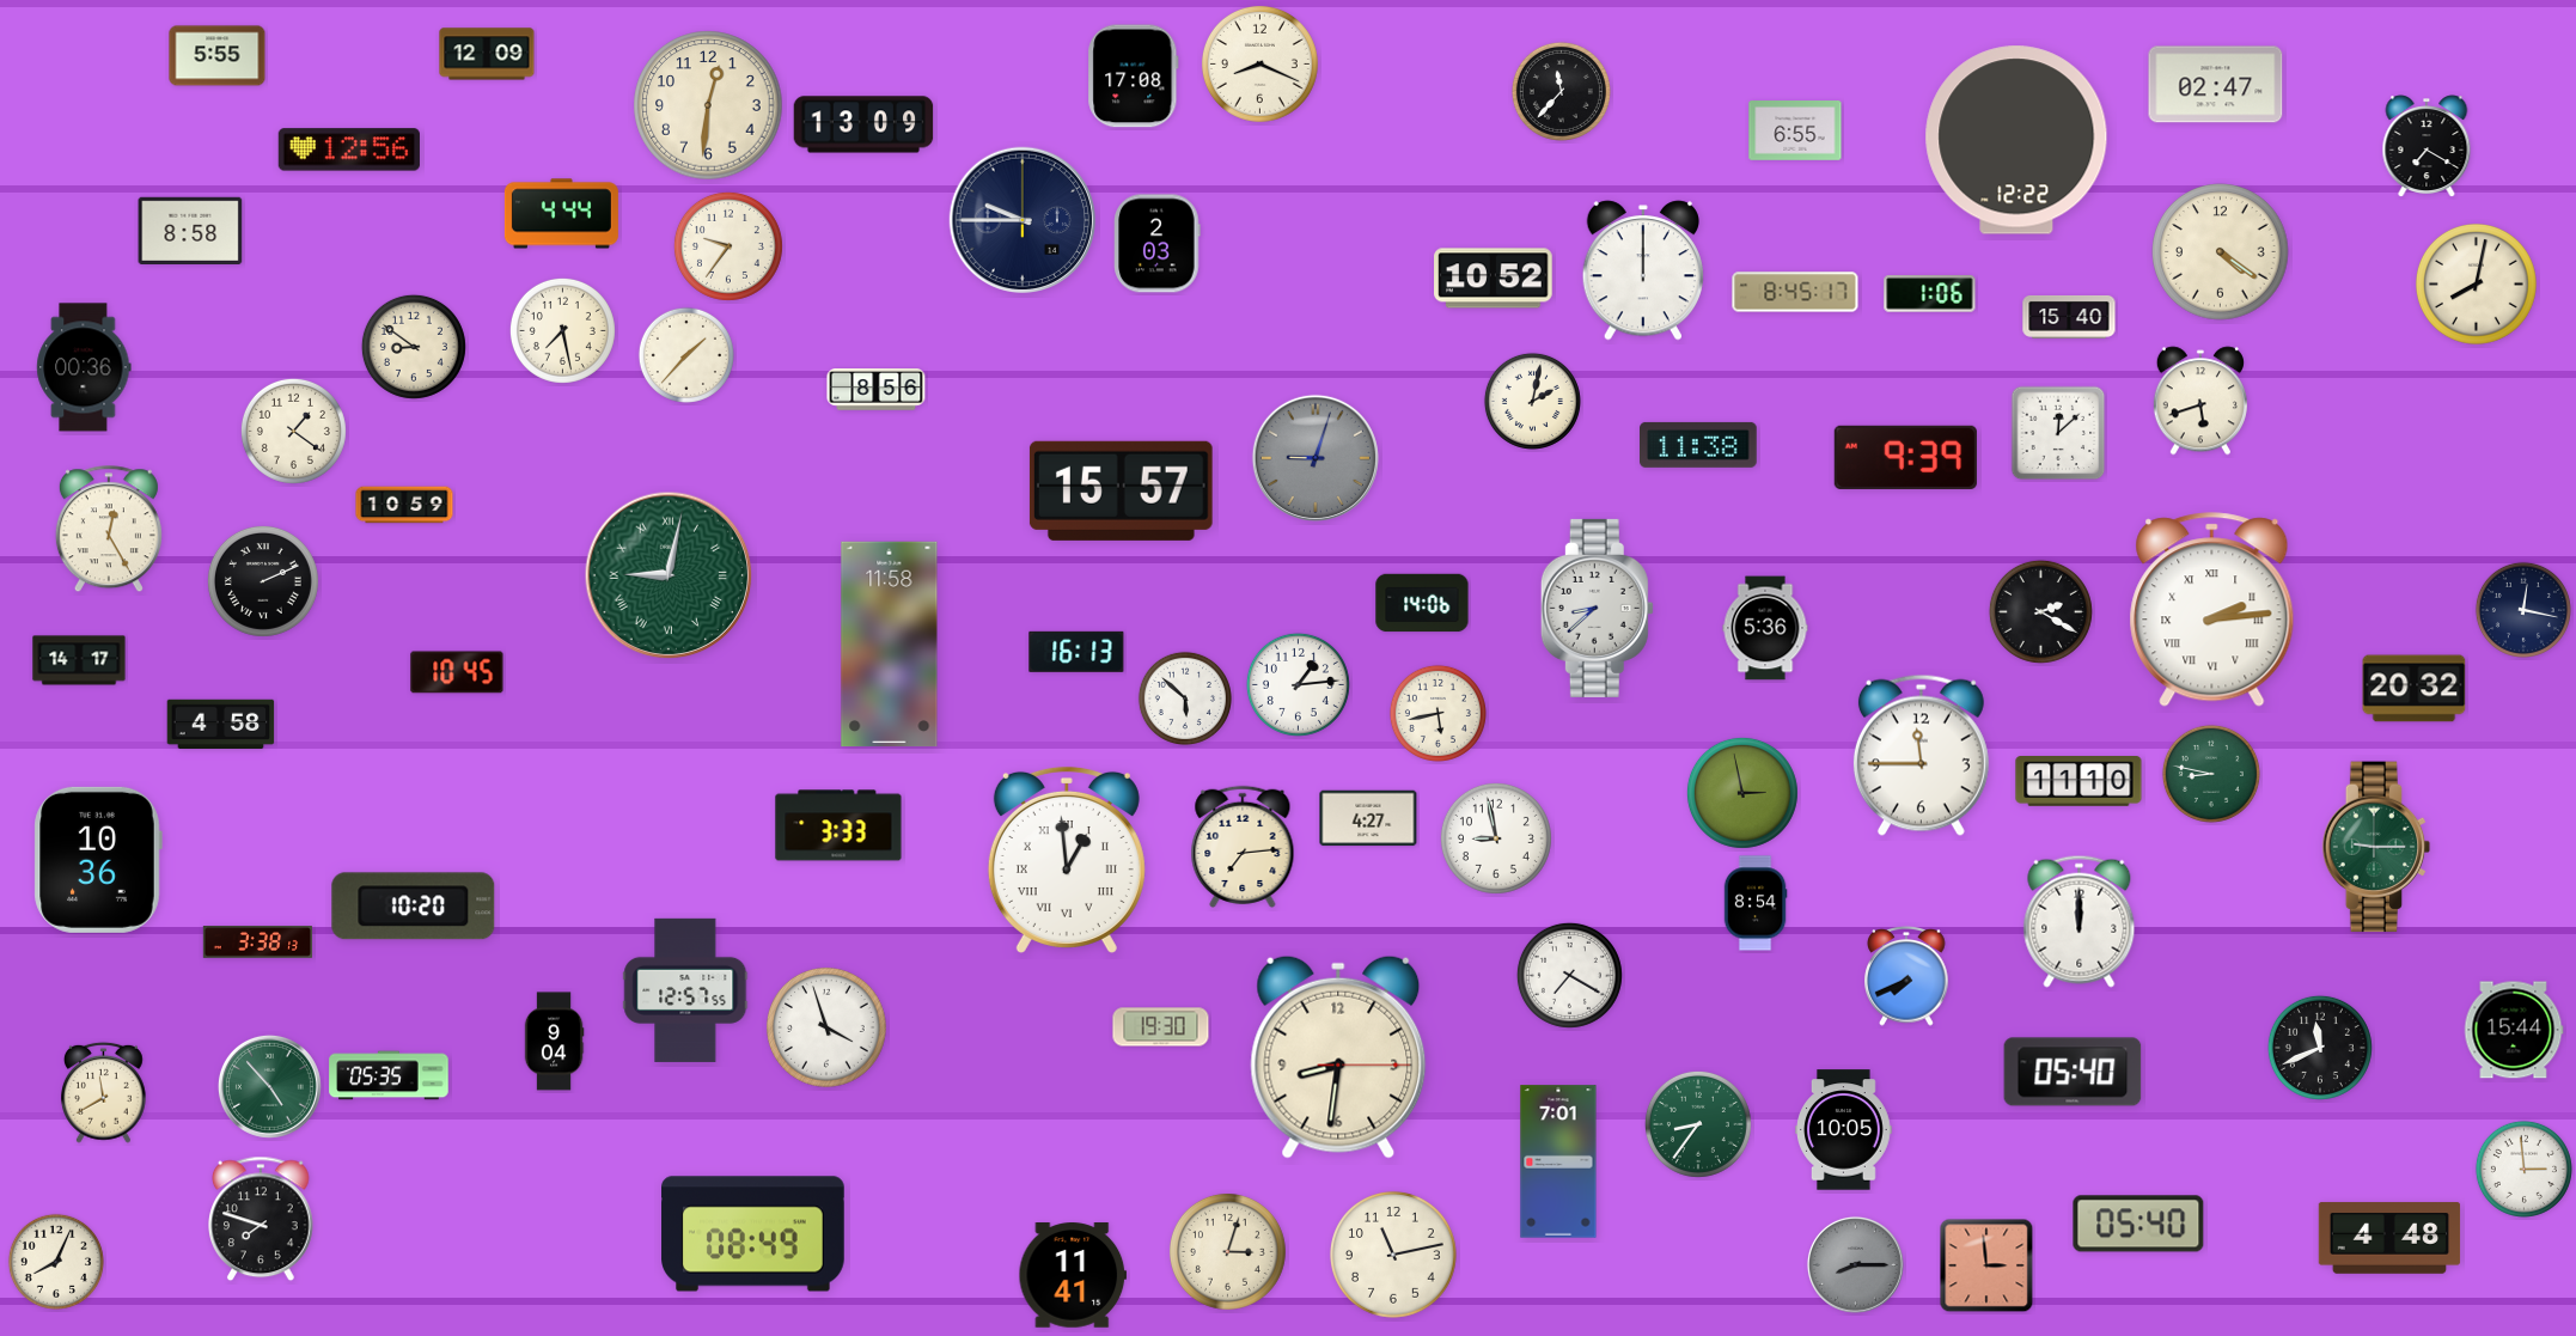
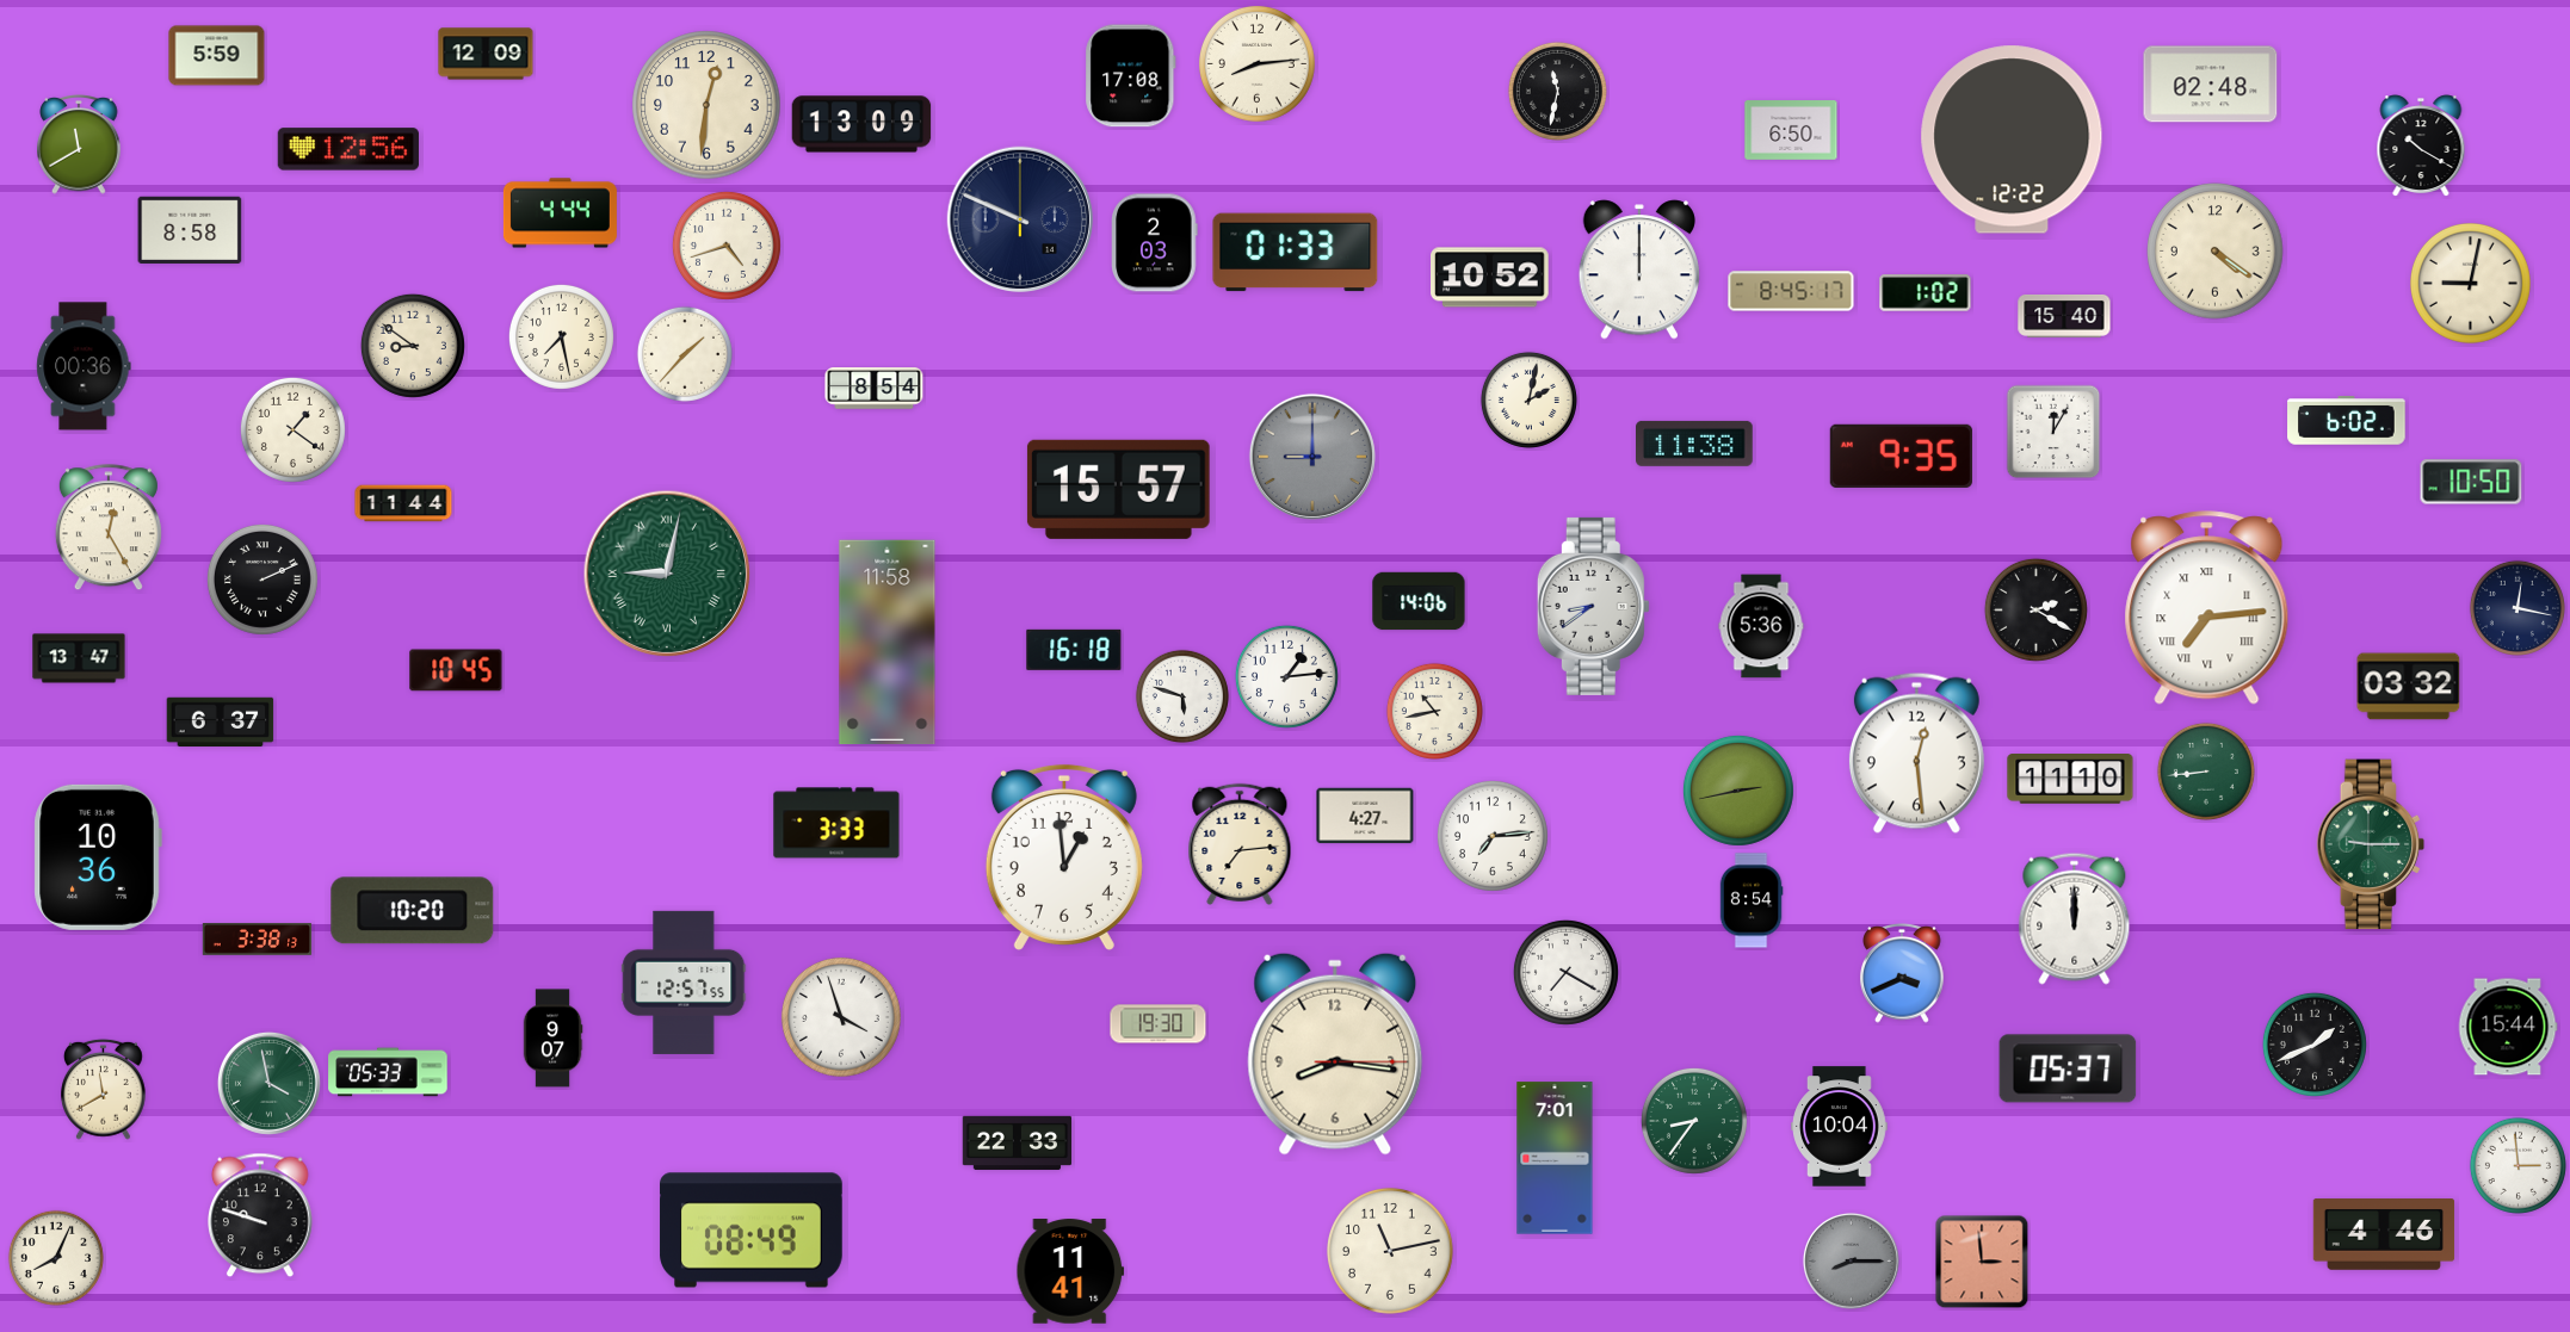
clock at (218, 56): 5:55 -> 5:59
clock at (1259, 63): 8:19 -> 8:14
clock at (2216, 85): 02:47 -> 02:48
clock at (1561, 91): 11:37 -> 11:32
clock at (1795, 132): 6:55 -> 6:50
clock at (79, 145): none -> 11:40
clock at (2427, 146): 7:20 -> 10:20
clock at (1021, 219): 9:45 -> 9:49
clock at (728, 246): 9:36 -> 4:42
clock at (1296, 253): none -> 01:33
clock at (2477, 285): 8:02 -> 9:02
clock at (1930, 294): 1:06 -> 1:02
clock at (562, 330) position: (562, 330) -> (561, 336)
clock at (877, 390): 8:56 -> 8:54
clock at (2200, 401): 5:42 -> none
clock at (2347, 421): none -> 6:02
clock at (2058, 433): 12:08 -> 12:05
clock at (1905, 457): 9:39 -> 9:35
clock at (1316, 458): 9:03 -> 9:00
clock at (2471, 482): none -> 10:50
clock at (404, 505): 10:59 -> 11:44
clock at (1597, 608): 8:38 -> 8:39
clock at (2212, 610): 2:14 -> 7:14
clock at (1076, 652): 16:13 -> 16:18
clock at (79, 660): 14:17 -> 13:47
clock at (1298, 684) position: (1298, 684) -> (1286, 676)
clock at (2415, 689): 20:32 -> 03:32
clock at (1185, 698): 5:52 -> 5:48
clock at (1437, 713): 5:43 -> 10:43
clock at (221, 725): 4:58 -> 6:37
clock at (1921, 755): 11:45 -> 12:29
clock at (2211, 774): 8:47 -> 8:44
clock at (2078, 781) position: (2078, 781) -> (2070, 779)
clock at (1742, 793): 2:58 -> 2:43
clock at (1496, 838): 8:58 -> 7:14
clock at (1067, 860) numerals: Roman -> Arabic
clock at (414, 907) position: (414, 907) -> (413, 911)
clock at (1906, 977): 7:41 -> 3:41
clock at (685, 990) position: (685, 990) -> (684, 983)
clock at (826, 1027) position: (826, 1027) -> (841, 1017)
clock at (554, 1042): 9:04 -> 9:07
clock at (2320, 1048): 11:41 -> 1:41
clock at (1338, 1057): 8:31 -> 8:16
clock at (2073, 1072): 05:40 -> 05:37
clock at (389, 1075): 05:35 -> 05:33
clock at (269, 1086): 4:53 -> 3:58
clock at (1844, 1130): 10:05 -> 10:04
clock at (1018, 1142): none -> 22:33
clock at (262, 1219): 7:48 -> 9:48
clock at (2138, 1224): 05:40 -> none
clock at (2389, 1238): 4:48 -> 4:46
clock at (1227, 1251): 3:03 -> none
